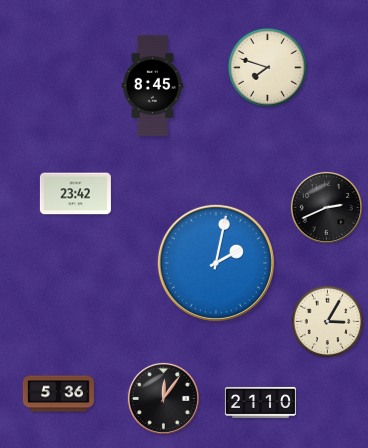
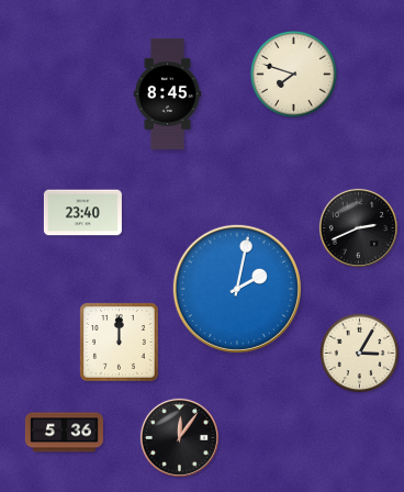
clock at (75, 194): 23:42 -> 23:40
clock at (120, 343): none -> 12:00
clock at (260, 402): 21:10 -> none
